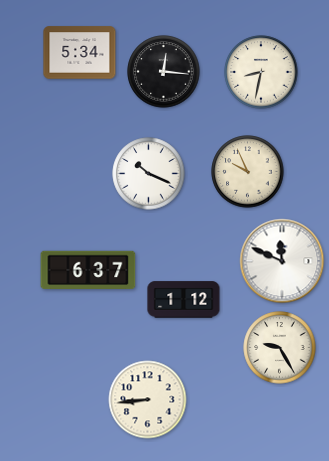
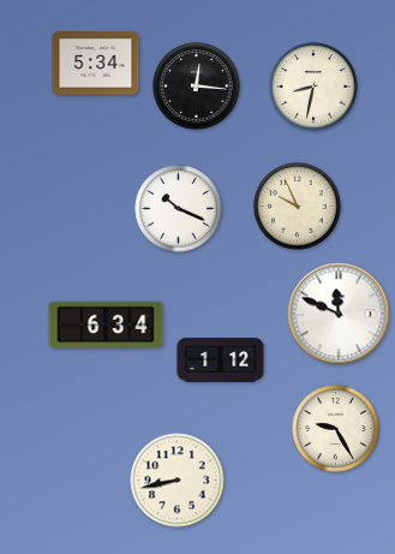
clock at (88, 270): 6:37 -> 6:34
clock at (280, 348) position: (280, 348) -> (336, 429)
clock at (148, 400): 8:44 -> 8:43
